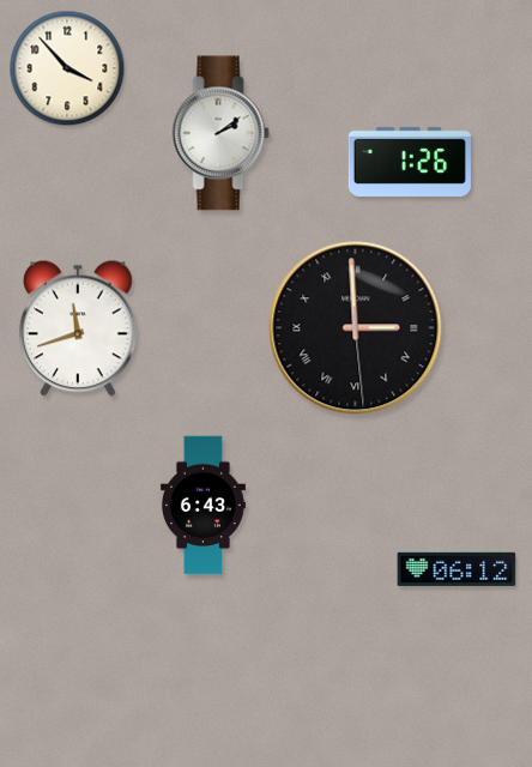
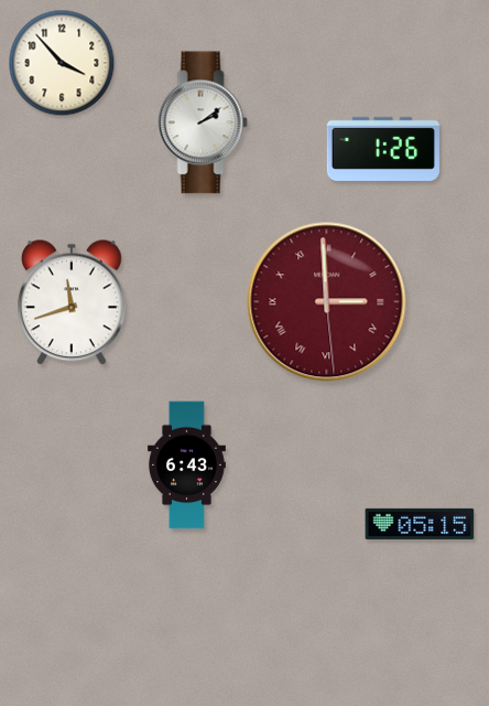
clock at (410, 162) position: (410, 162) -> (383, 149)
clock at (356, 328) dial: black -> burgundy
clock at (457, 569): 06:12 -> 05:15
